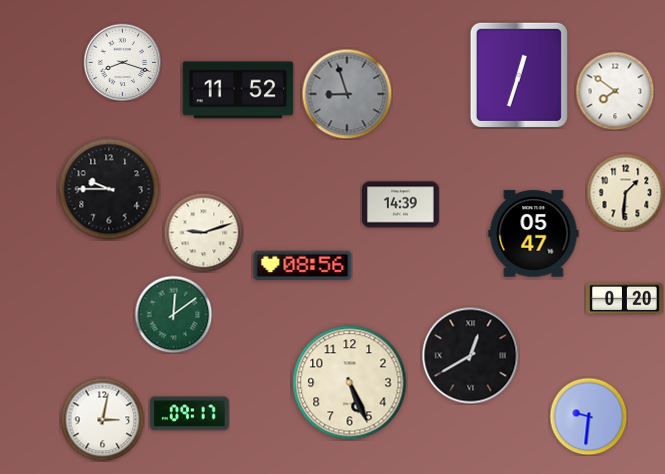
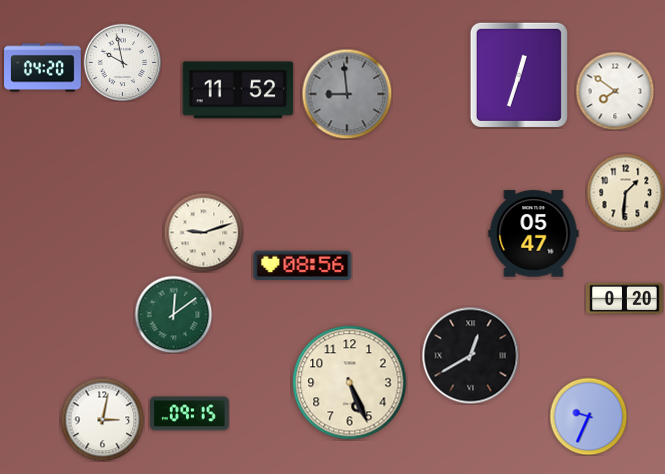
clock at (122, 62): 8:18 -> 9:58
clock at (43, 68): none -> 04:20
clock at (347, 94): 8:57 -> 8:59
clock at (109, 189): 9:45 -> none
clock at (401, 205): 14:39 -> none
clock at (190, 414): 09:17 -> 09:15
clock at (588, 416): 9:31 -> 9:34
